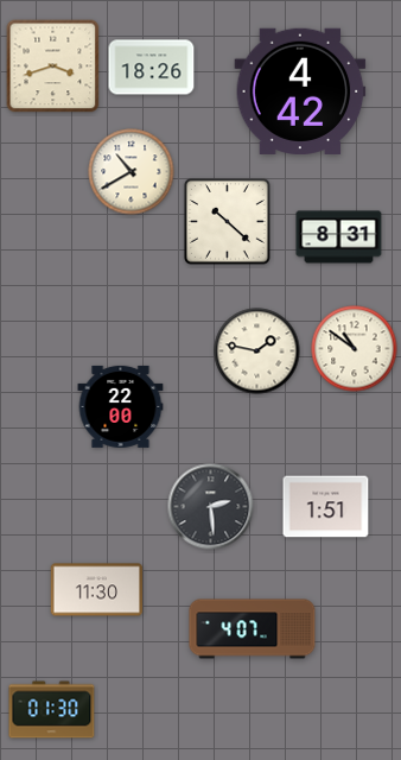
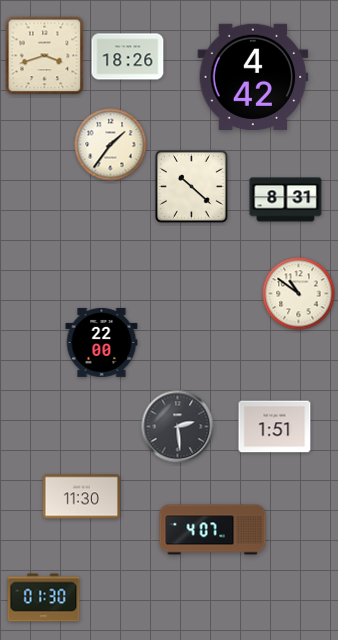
clock at (132, 172): 10:40 -> 1:36
clock at (257, 351): 1:47 -> none
